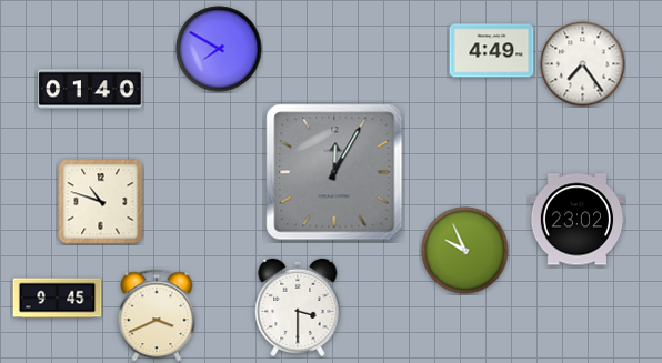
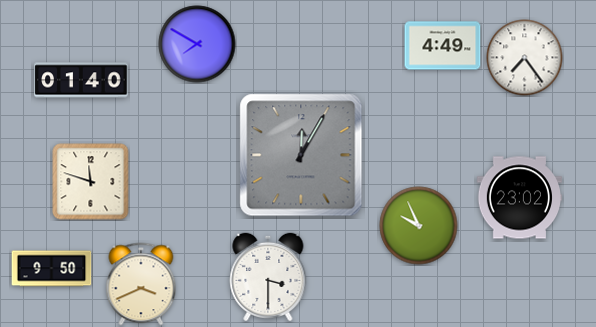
clock at (101, 202): 10:48 -> 11:48
clock at (58, 299): 9:45 -> 9:50
